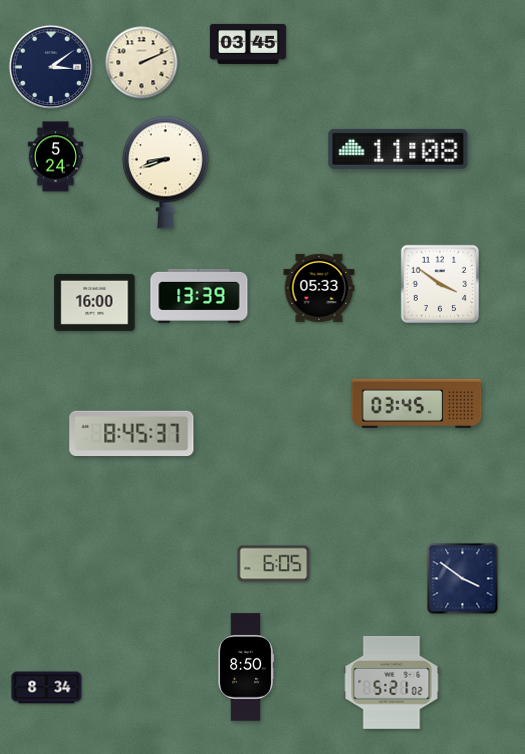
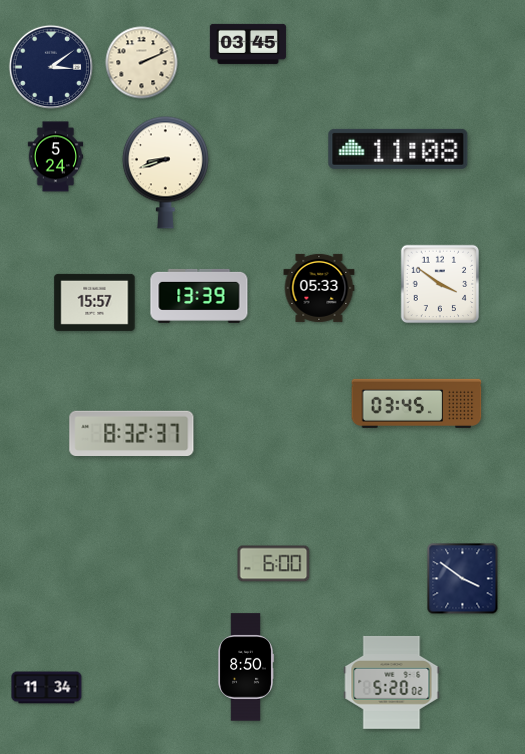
clock at (95, 302): 16:00 -> 15:57
clock at (132, 433): 8:45 -> 8:32
clock at (274, 564): 6:05 -> 6:00
clock at (392, 682): 5:21 -> 5:20
clock at (47, 688): 8:34 -> 11:34
